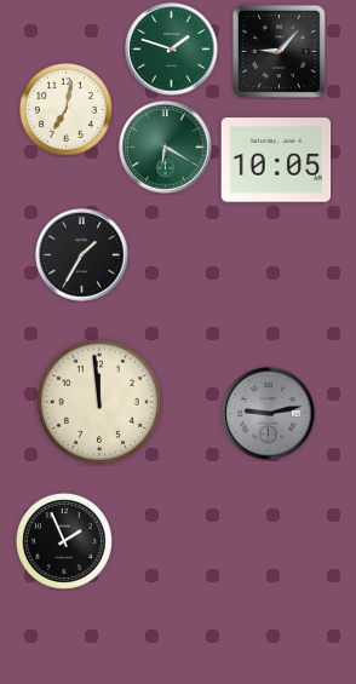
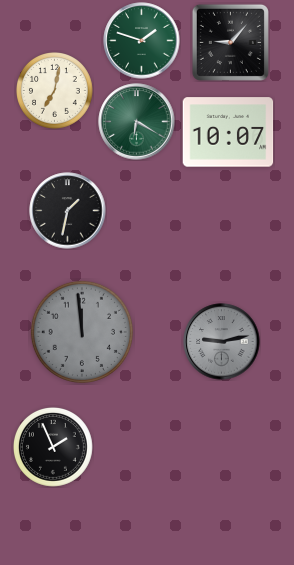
clock at (276, 160): 10:05 -> 10:07
clock at (82, 255): 1:35 -> 1:32
clock at (99, 402) dial: cream -> grey
